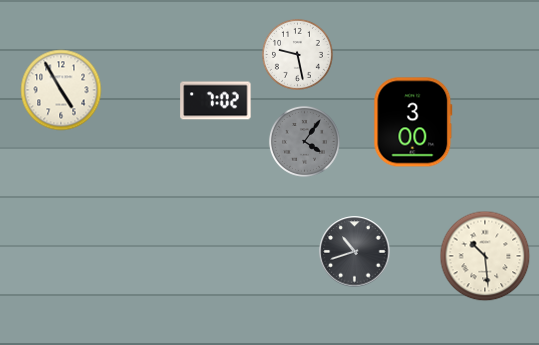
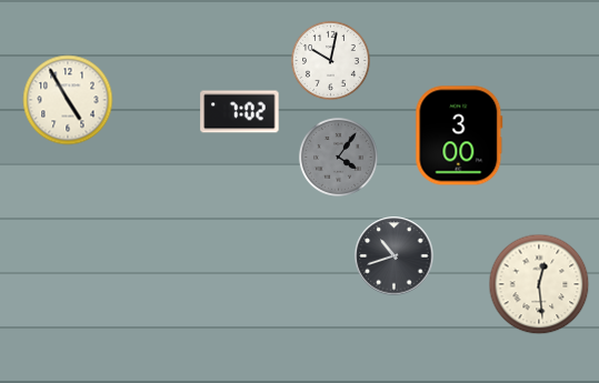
clock at (297, 54): 9:28 -> 10:02
clock at (355, 252) position: (355, 252) -> (395, 256)
clock at (485, 256): 10:29 -> 12:29
